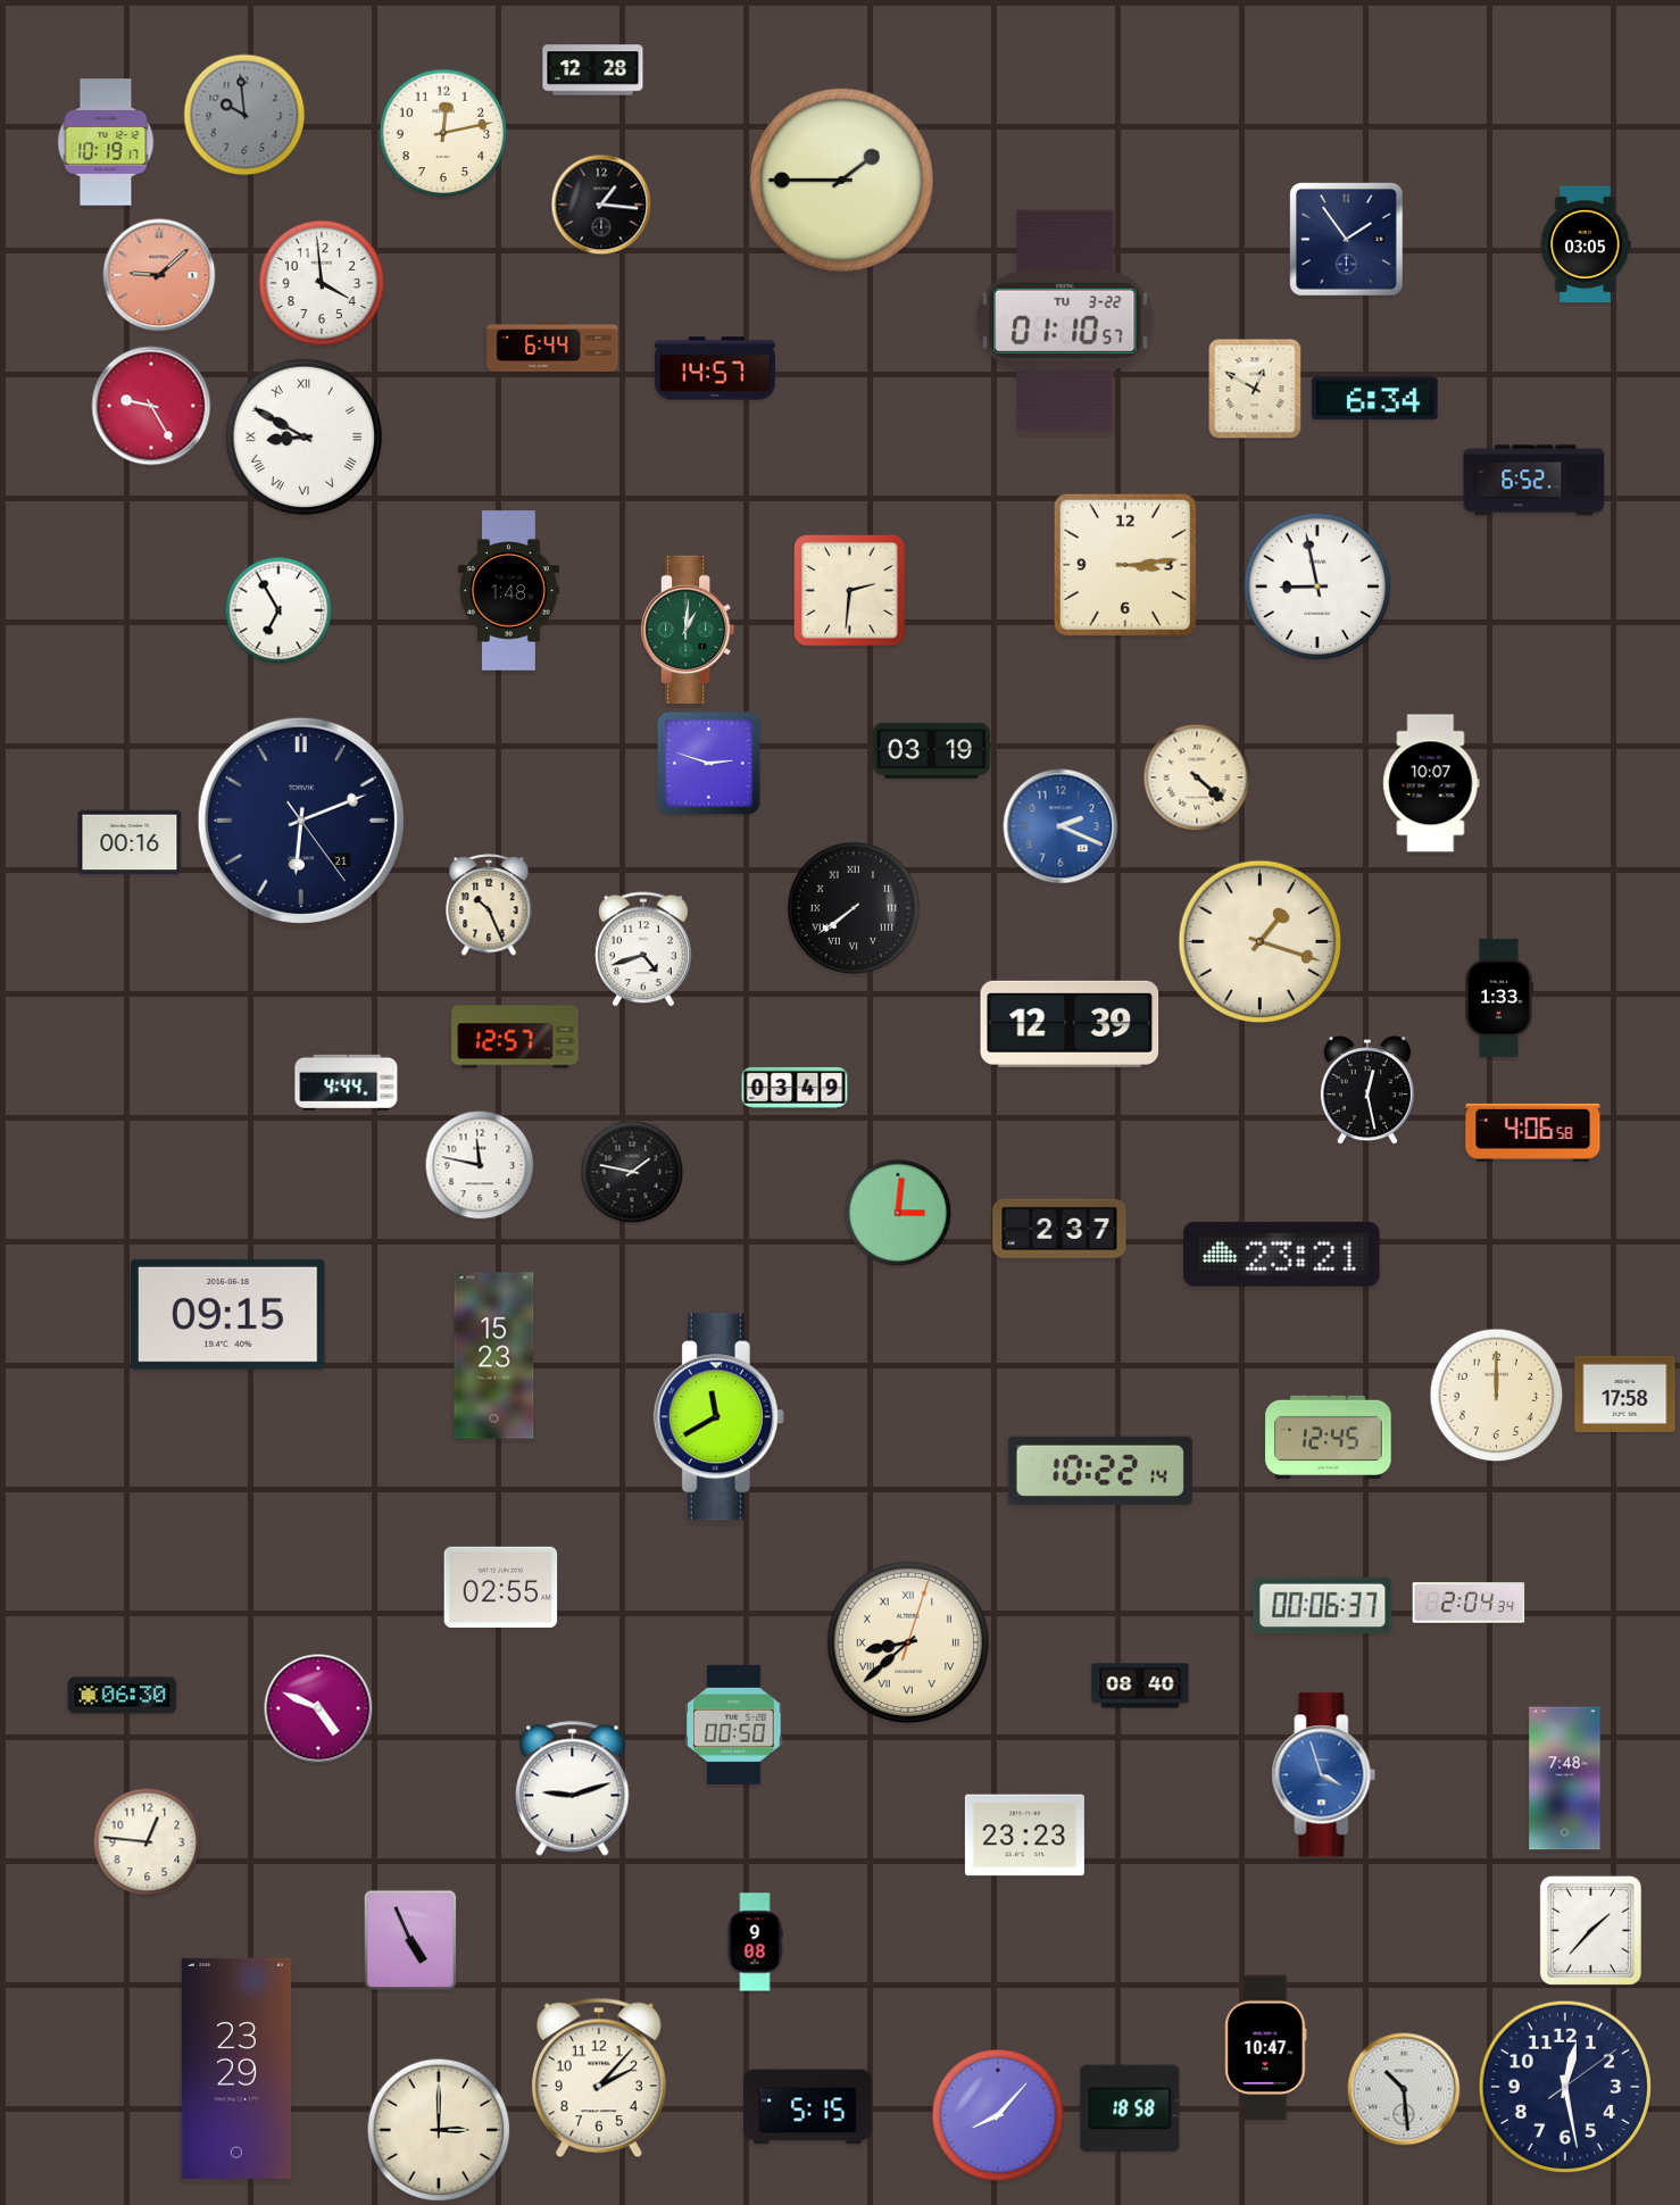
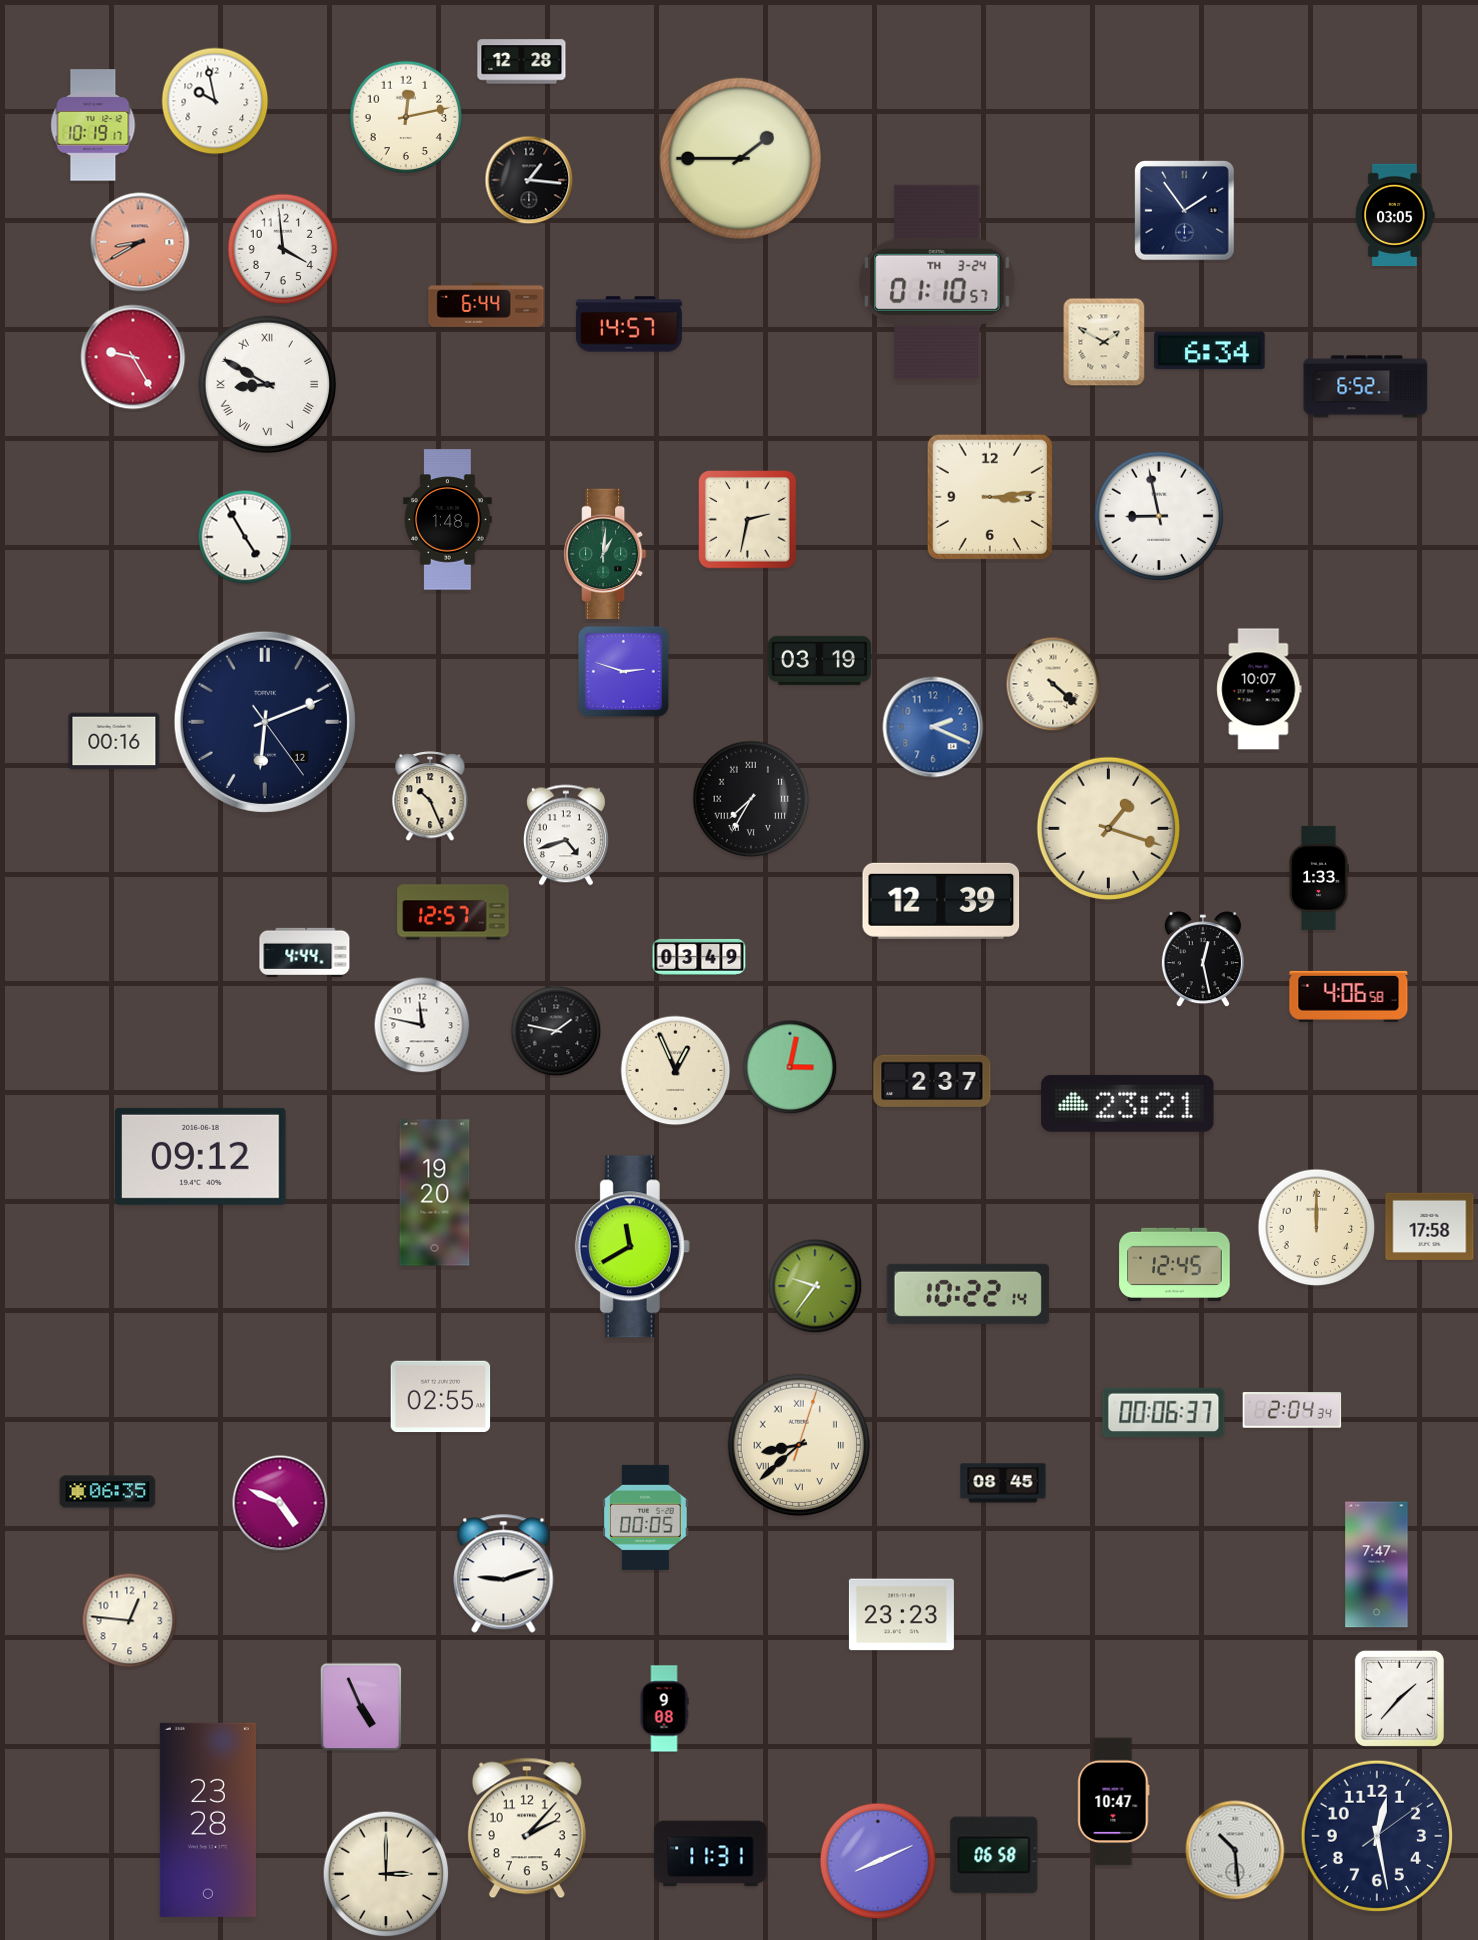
clock at (244, 115): 9:59 -> 9:58
clock at (244, 115) dial: grey -> white
clock at (443, 133) position: (443, 133) -> (406, 117)
clock at (159, 275): 9:08 -> 8:40
clock at (1065, 321) date: TU 3-22 -> TH 3-24
clock at (1255, 389): 12:50 -> 1:50
clock at (1535, 481) position: (1535, 481) -> (1366, 387)
clock at (850, 591): 2:31 -> 2:32
clock at (278, 610): 6:55 -> 4:55
clock at (301, 821) date: 21 -> 12
clock at (854, 908): 7:39 -> 7:35
clock at (898, 1213): 3:01 -> 3:02
clock at (676, 1071): none -> 12:56
clock at (228, 1314): 09:15 -> 09:12
clock at (494, 1356): 15:23 -> 19:20
clock at (1329, 1437) position: (1329, 1437) -> (1175, 1264)
clock at (815, 1286): none -> 9:36
clock at (1140, 1686): 08:40 -> 08:45
clock at (123, 1696): 06:30 -> 06:35
clock at (734, 1724): 00:50 -> 00:05
clock at (1324, 1775): 3:57 -> none
clock at (1565, 1779): 7:48 -> 7:47
clock at (236, 2069): 23:29 -> 23:28
clock at (1404, 2089) position: (1404, 2089) -> (1235, 1850)
clock at (808, 2107): 5:15 -> 11:31
clock at (1130, 2108): 18:58 -> 06:58
clock at (998, 2115): 8:07 -> 8:11
